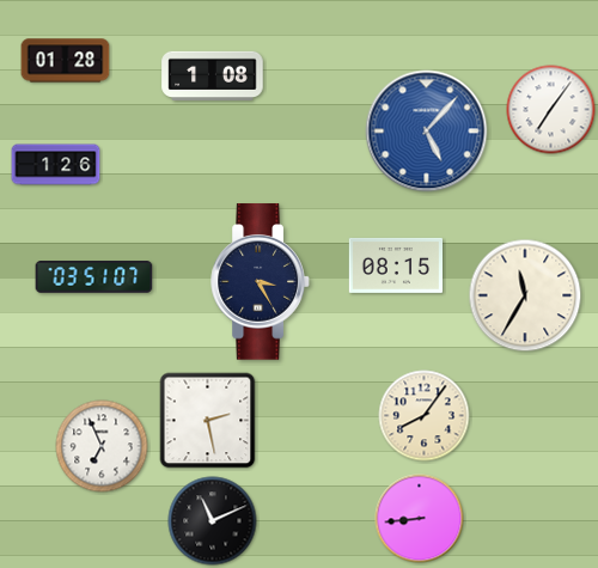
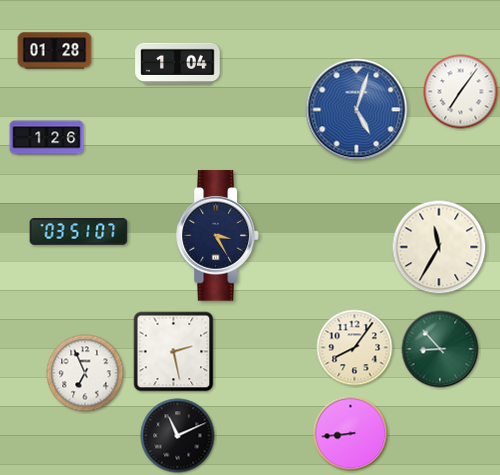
clock at (213, 75): 1:08 -> 1:04
clock at (427, 132): 5:07 -> 5:03
clock at (396, 265): 08:15 -> none
clock at (440, 349): none -> 8:53
